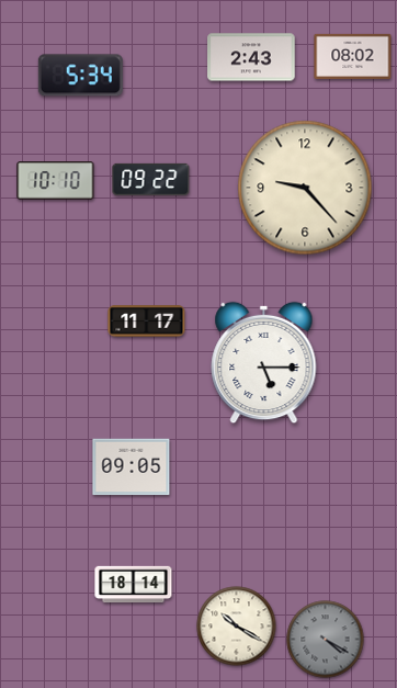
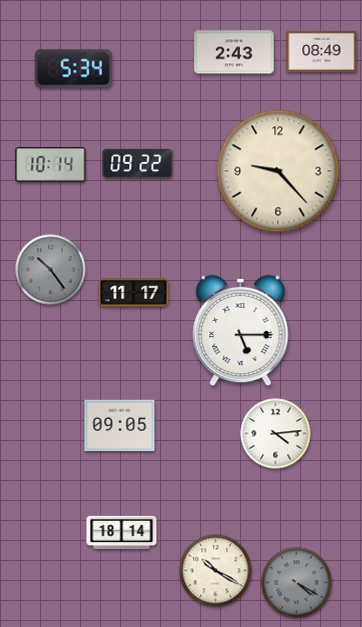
clock at (353, 56): 08:02 -> 08:49
clock at (251, 57) position: (251, 57) -> (234, 52)
clock at (56, 181): 10:10 -> 10:14
clock at (51, 270): none -> 10:24
clock at (276, 434): none -> 4:14
